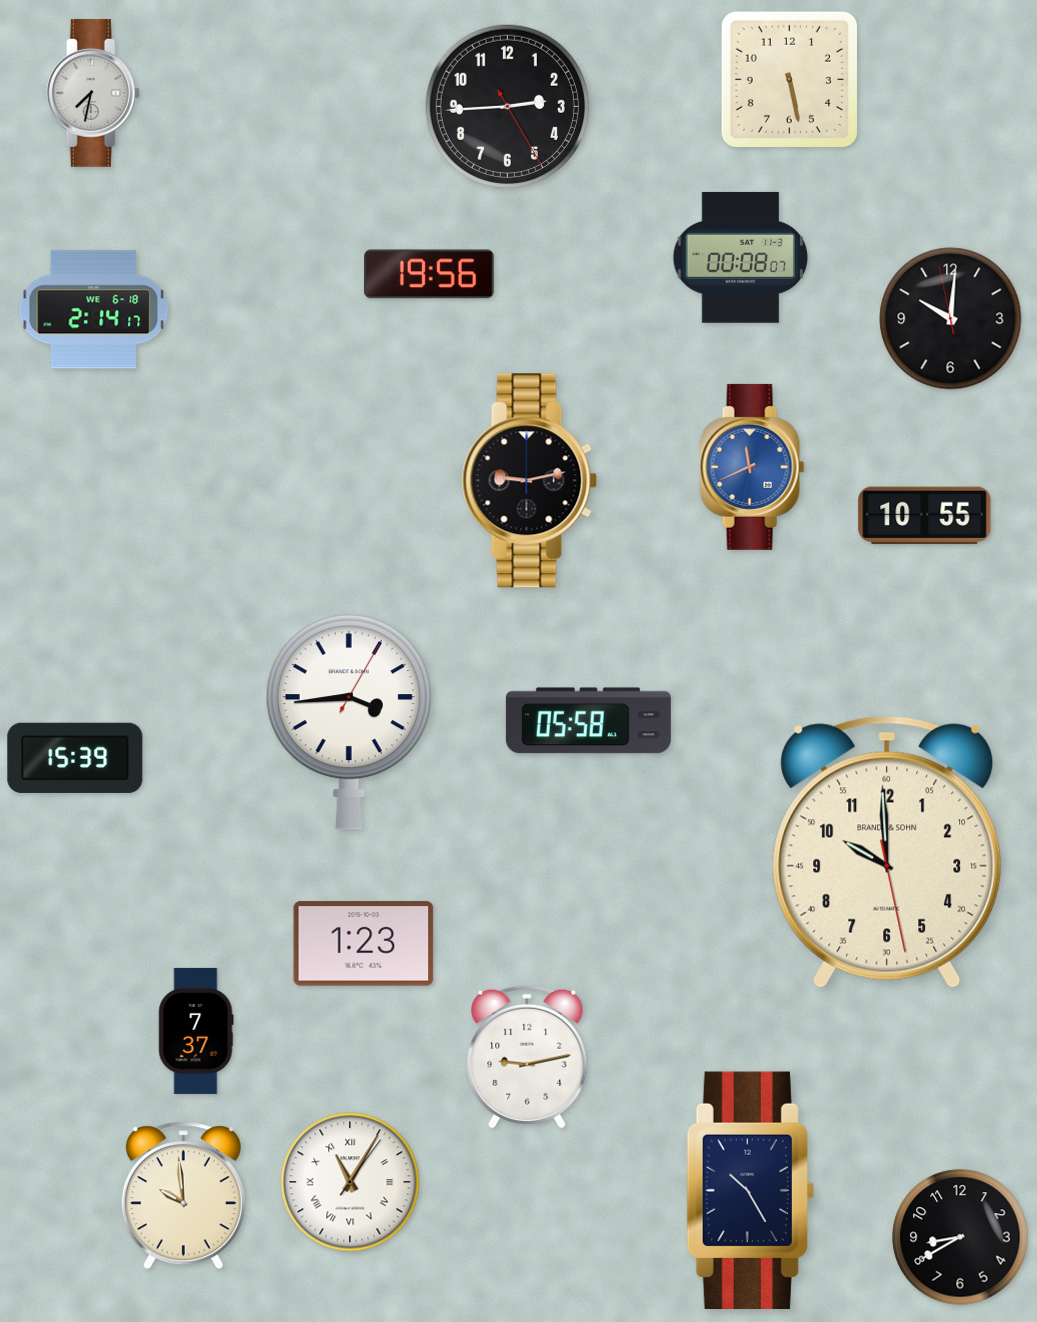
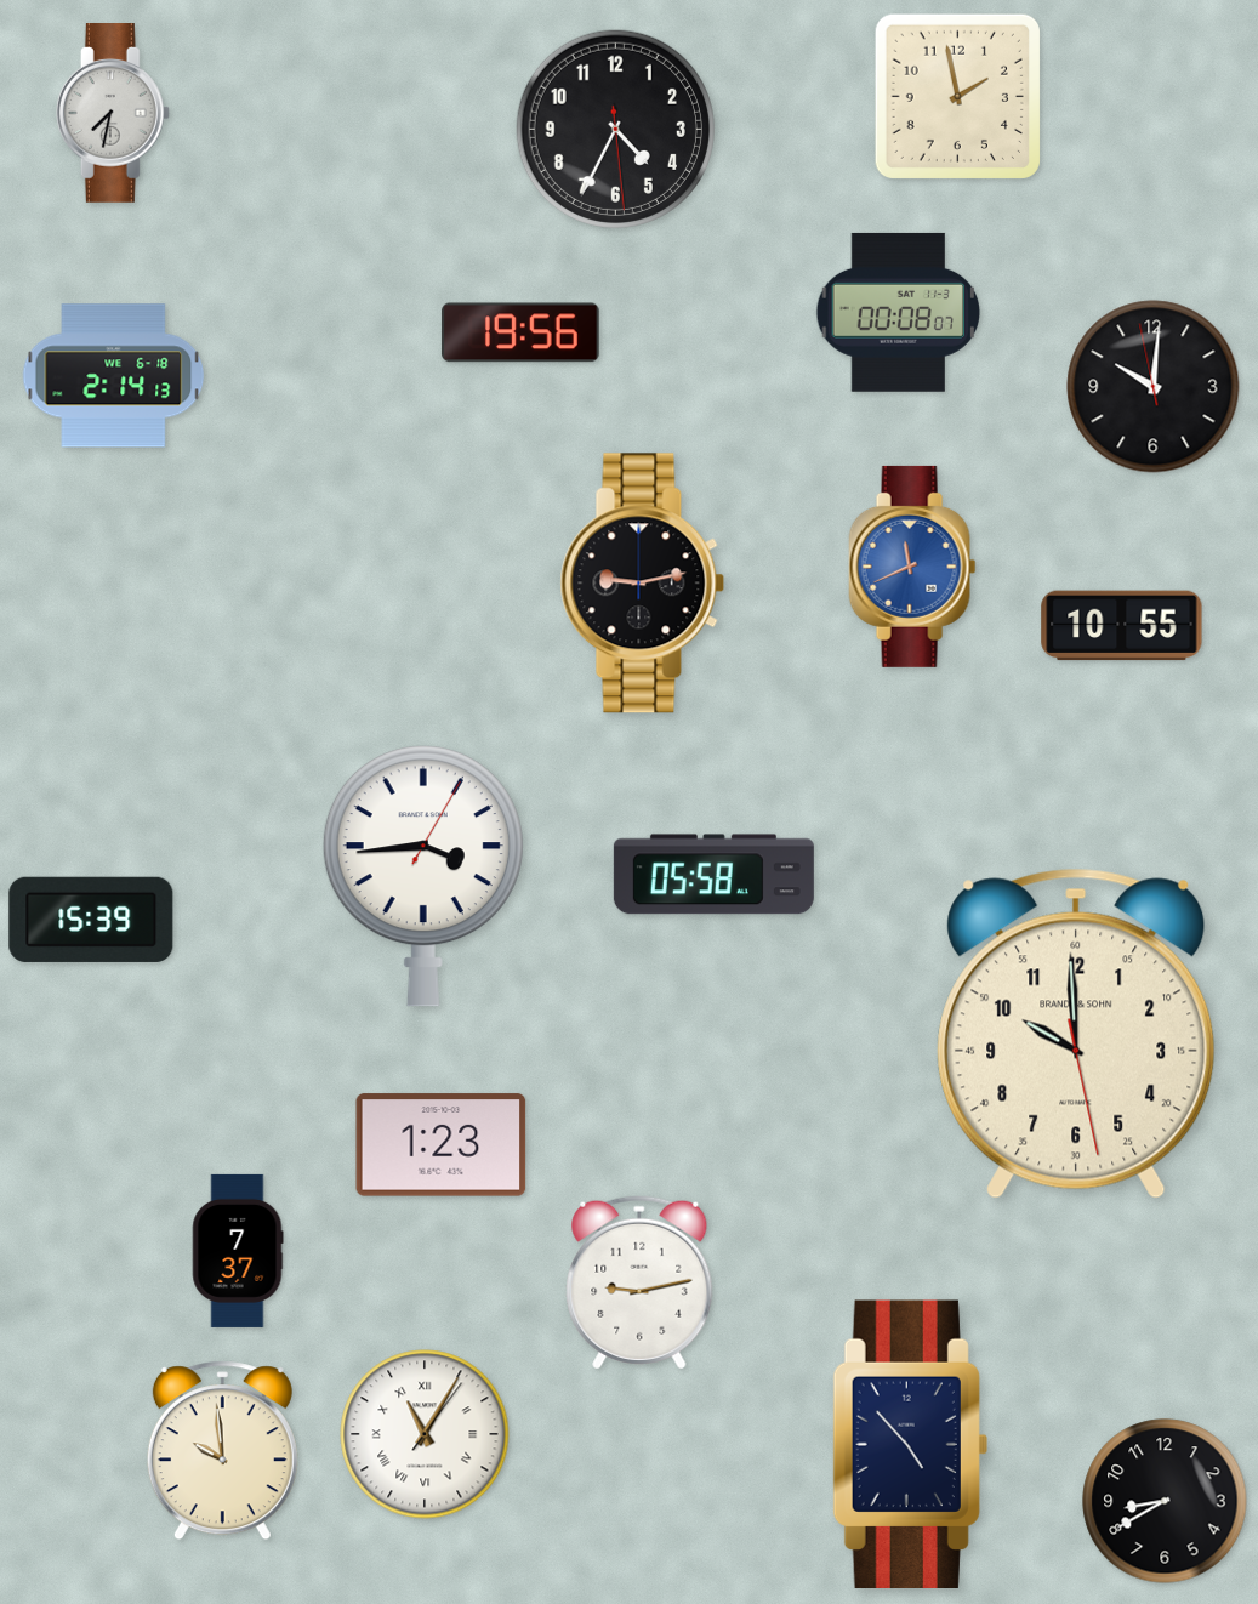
clock at (789, 79): 5:28 -> 1:58
clock at (507, 106): 2:44 -> 4:34
clock at (94, 310): 2:14:17 -> 2:14:13
clock at (750, 1190): 10:25 -> 4:53
